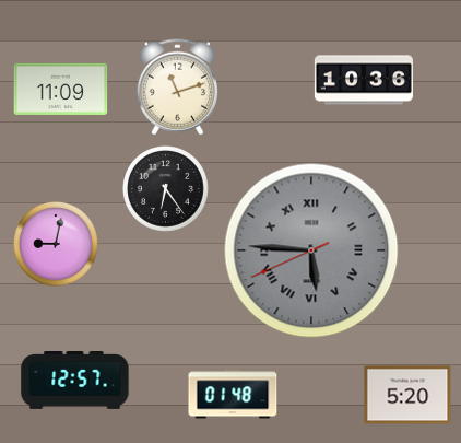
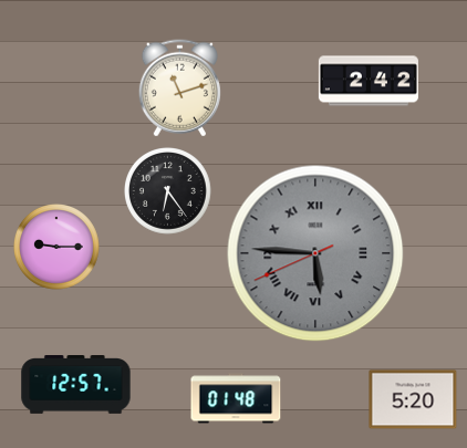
clock at (364, 80): 10:36 -> 2:42
clock at (61, 89): 11:09 -> none
clock at (57, 245): 9:02 -> 9:15
